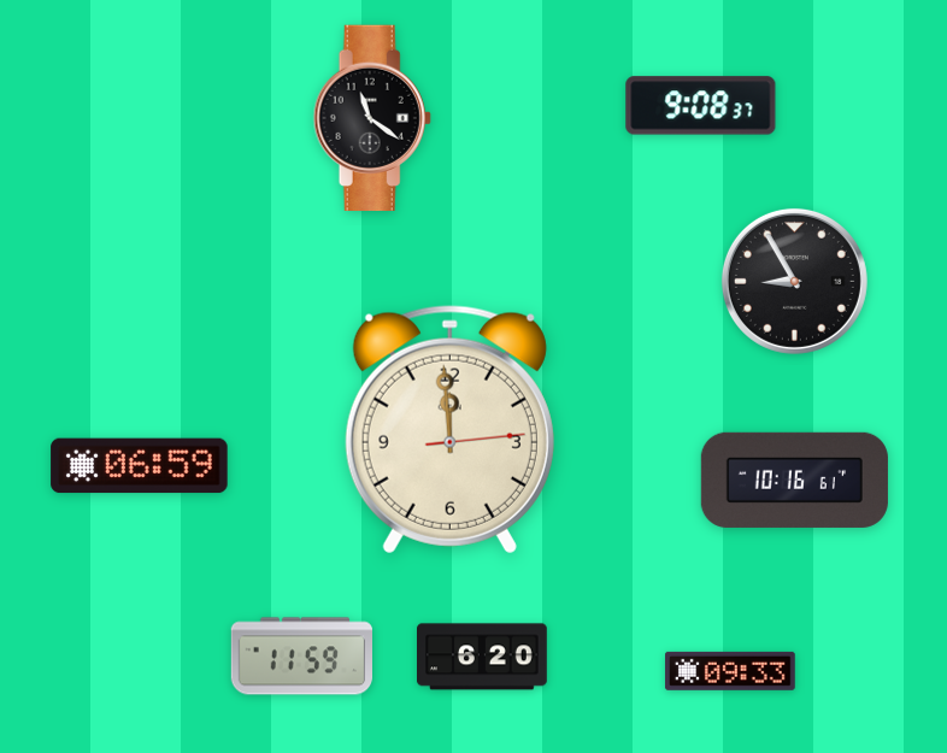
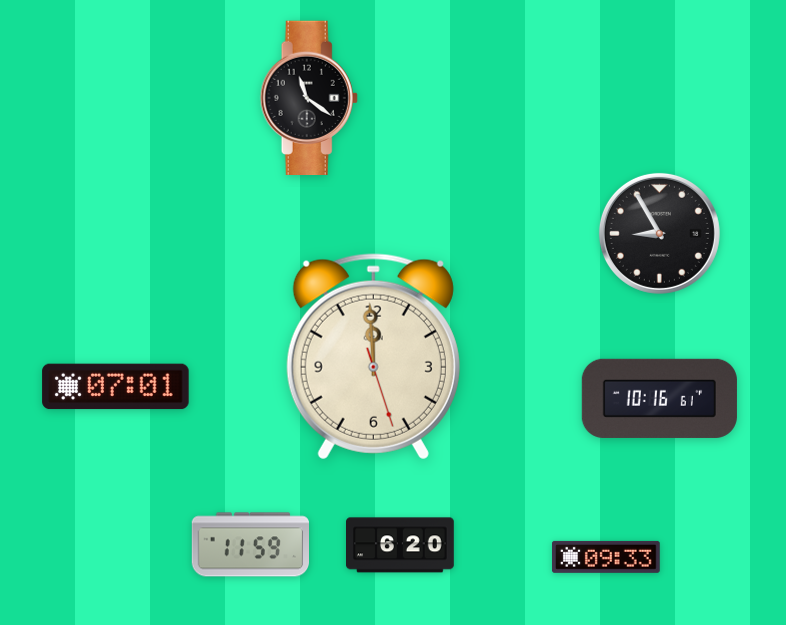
clock at (701, 106): 9:08 -> none
clock at (449, 430): 11:59:14 -> 11:59:27
clock at (140, 466): 06:59 -> 07:01
